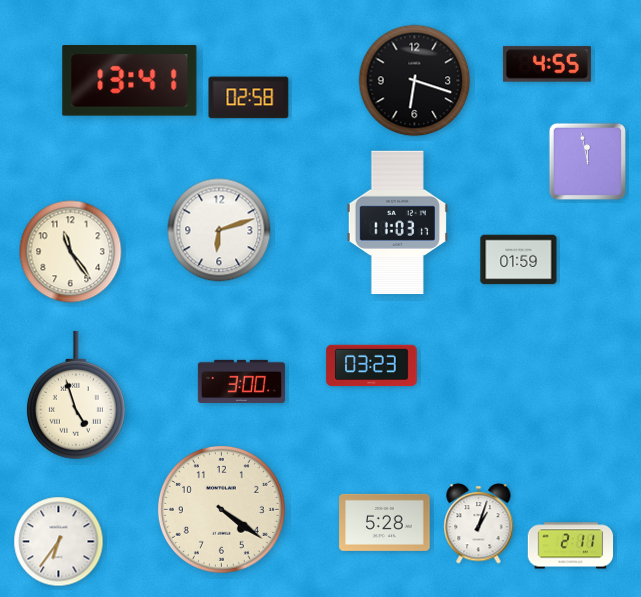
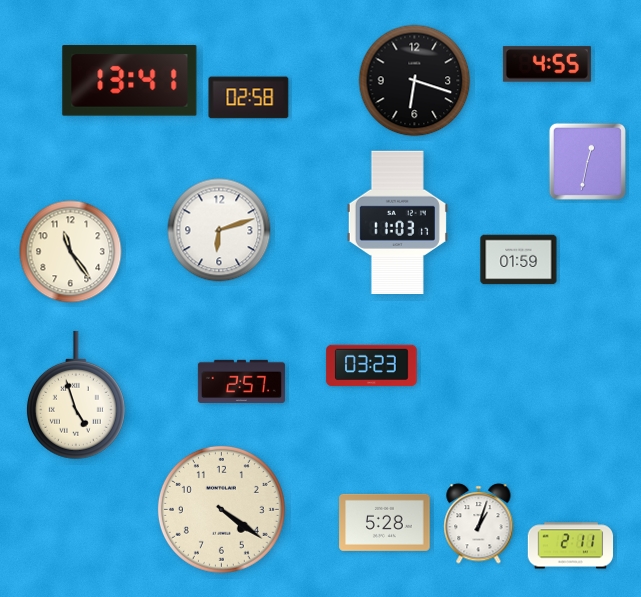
clock at (587, 161): 11:58 -> 12:32
clock at (241, 381): 3:00 -> 2:57
clock at (59, 542): 6:36 -> none
